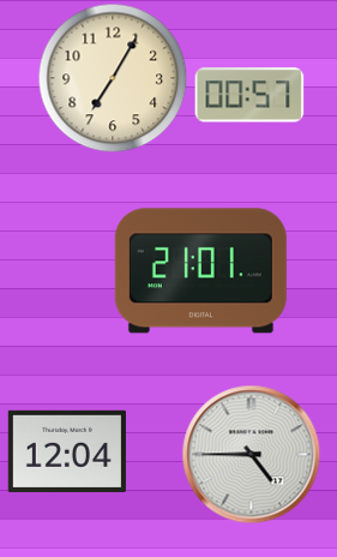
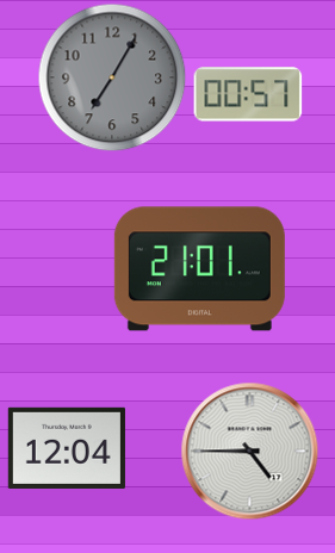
clock at (113, 78) dial: cream -> grey
